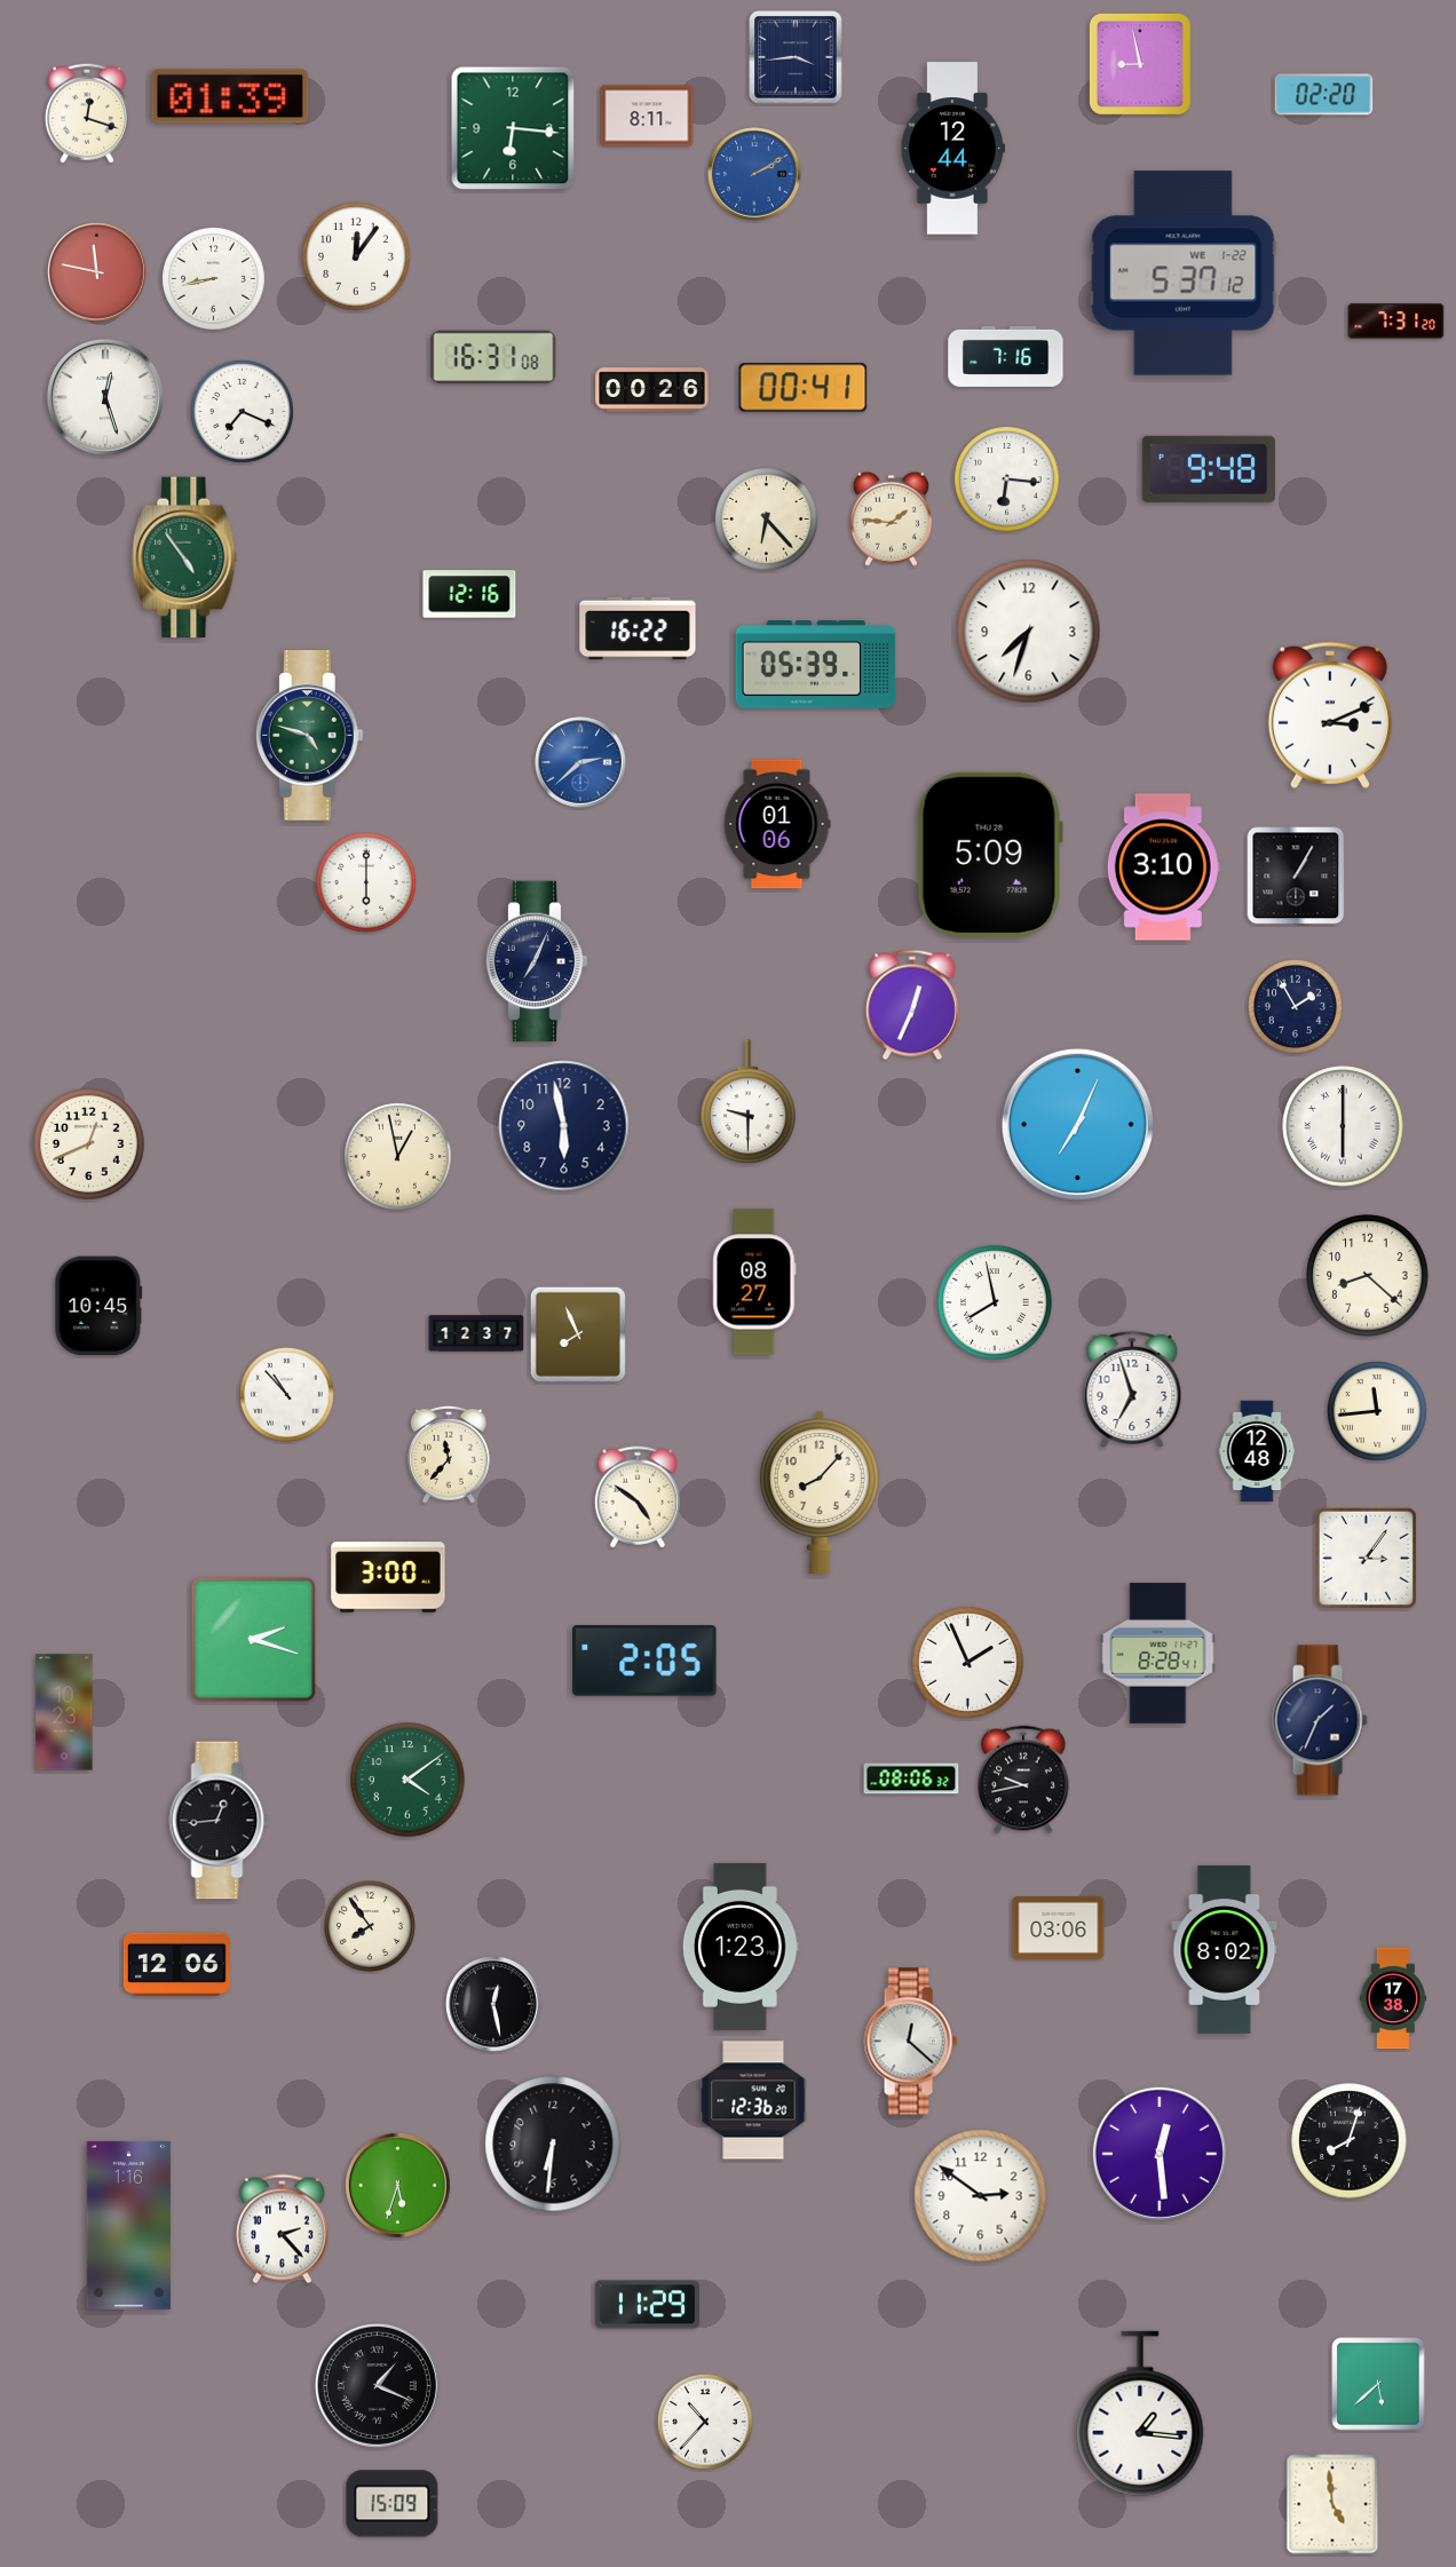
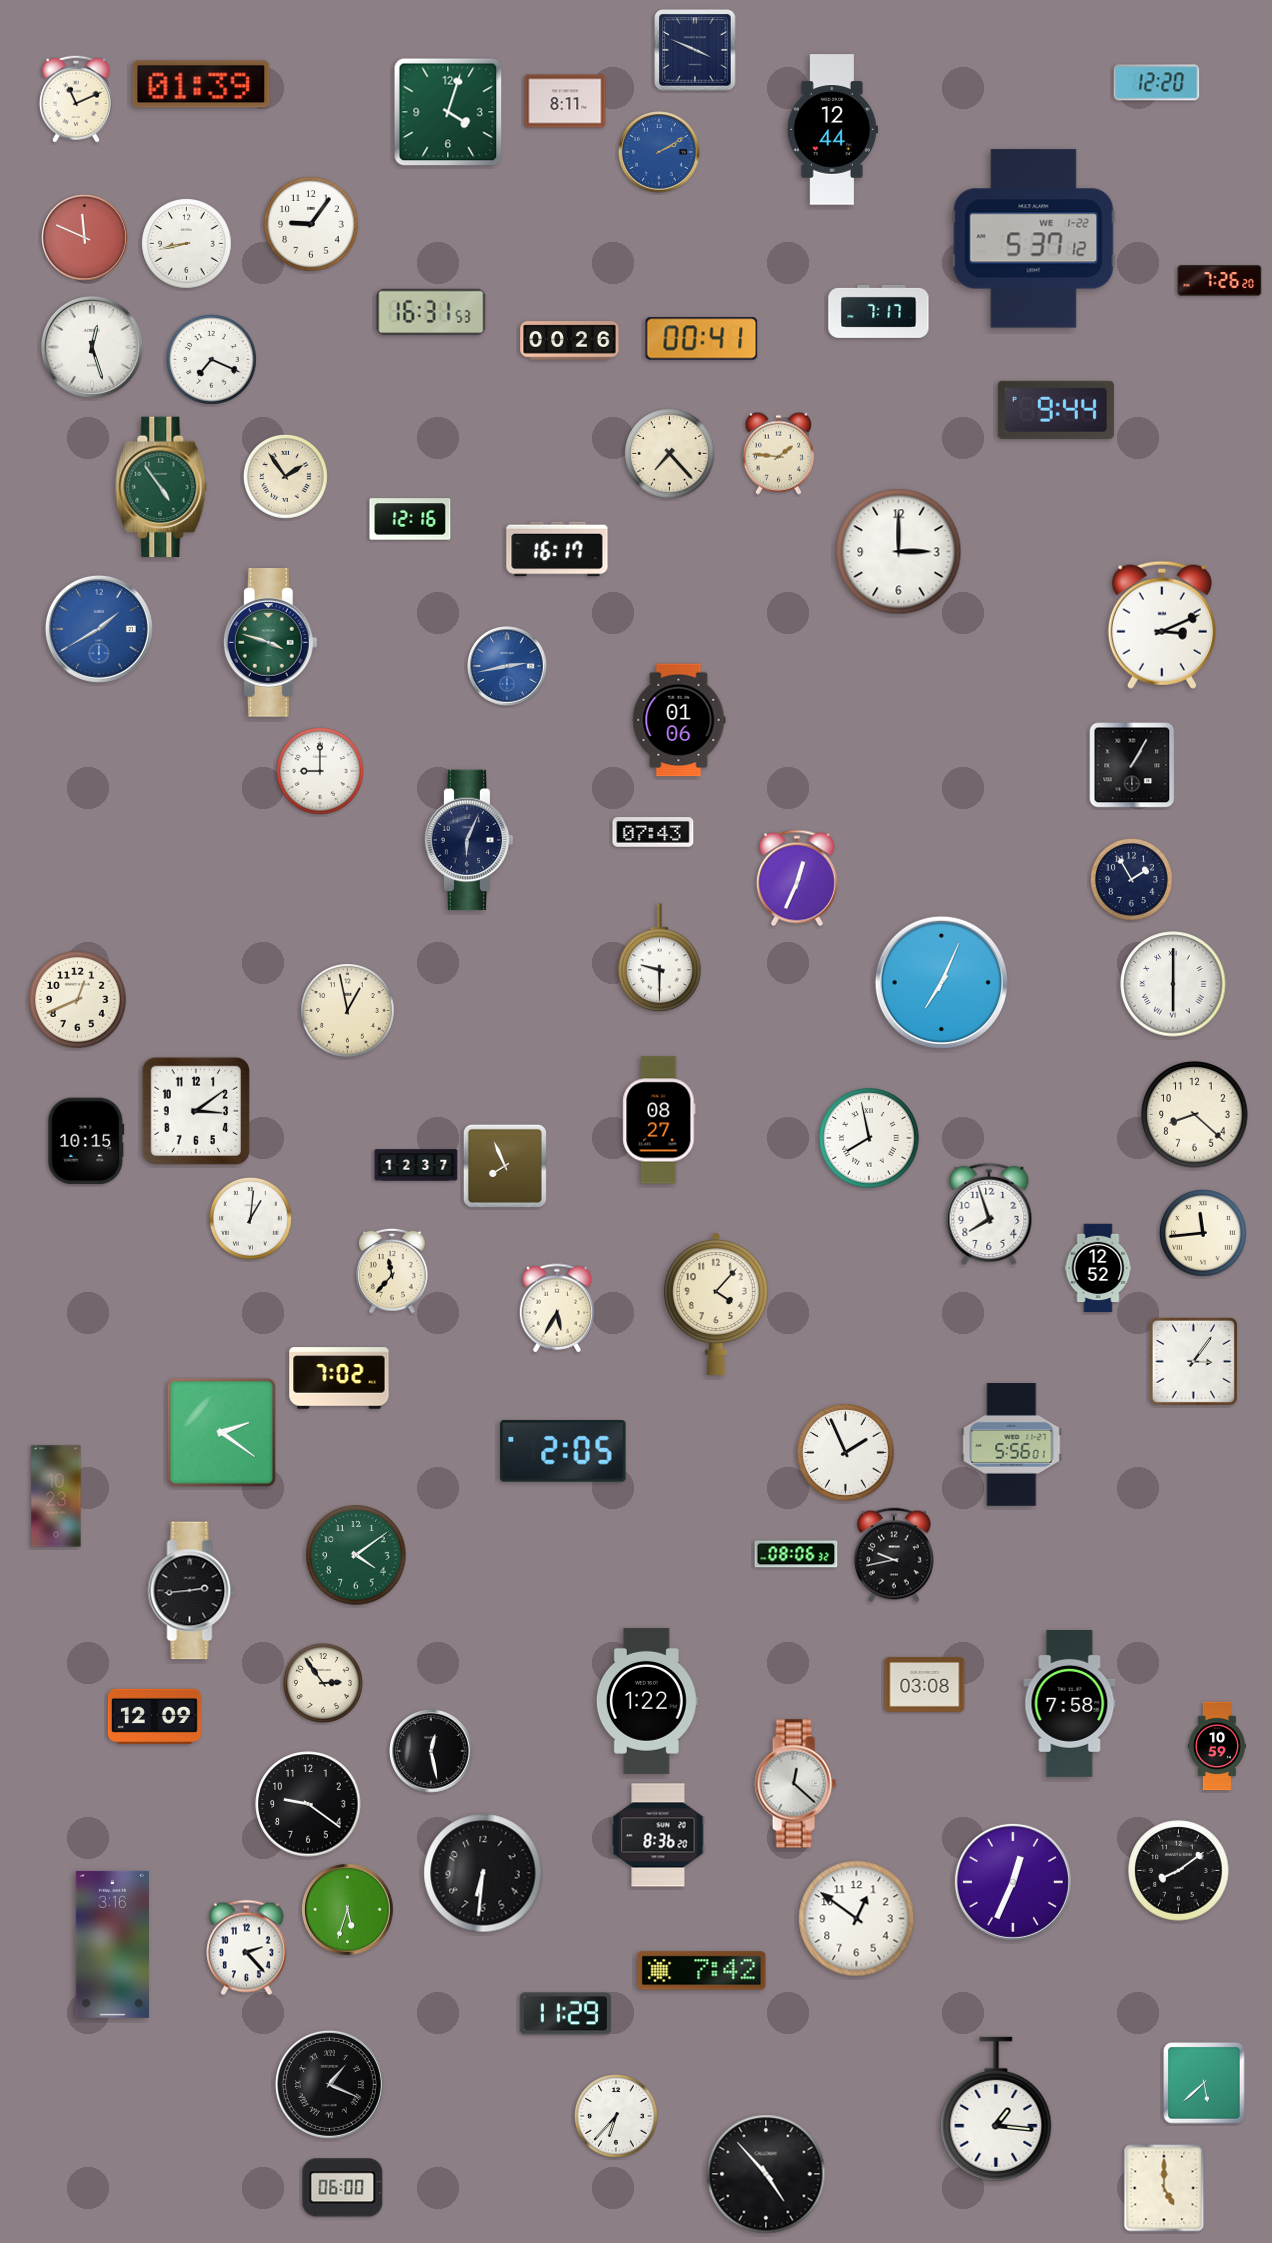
clock at (796, 57): 3:44 -> 3:49
clock at (1140, 64): 8:58 -> none
clock at (1324, 95): 02:20 -> 12:20
clock at (87, 113): 12:18 -> 11:11
clock at (513, 128): 6:16 -> 4:03
clock at (356, 256): 12:06 -> 9:06
clock at (97, 272): 11:47 -> 11:49
clock at (1396, 322): 7:31 -> 7:26
clock at (1006, 356): 7:16 -> 7:17
clock at (493, 357): 16:31:08 -> 16:31:53
clock at (1209, 469): 9:48 -> 9:44
clock at (1007, 480): 6:16 -> none
clock at (767, 520): 6:23 -> 7:23
clock at (285, 476): none -> 1:54
clock at (638, 628): 16:22 -> 16:17
clock at (1029, 632): 7:33 -> 3:00
clock at (816, 665): 05:39 -> none
clock at (99, 629): none -> 1:40
clock at (309, 736): 4:48 -> 3:48
clock at (580, 762): 2:38 -> 2:43
clock at (990, 855): 5:09 -> none
clock at (1163, 867): 3:10 -> none
clock at (367, 884): 6:00 -> 9:00
clock at (653, 832): none -> 07:43
clock at (537, 961): 7:04 -> 6:04
clock at (749, 1102) position: (749, 1102) -> (660, 958)
clock at (564, 1126): 5:58 -> none
clock at (195, 1110): none -> 3:09
clock at (98, 1306): 10:45 -> 10:15
clock at (1132, 1389): 6:57 -> 7:57
clock at (286, 1394): 10:53 -> 1:01
clock at (1257, 1451): 12:48 -> 12:52
clock at (820, 1492): 8:07 -> 4:07
clock at (638, 1497): 4:51 -> 5:35
clock at (388, 1577): 3:00 -> 7:02
clock at (253, 1639): 2:18 -> 2:21
clock at (1158, 1654): 8:28 -> 5:56
clock at (1320, 1720): 1:34 -> none
clock at (220, 1821): 12:44 -> 2:44
clock at (370, 1926): 7:54 -> 2:54
clock at (1059, 1927): 03:06 -> 03:08
clock at (741, 1947): 1:23 -> 1:22
clock at (1225, 1949): 8:02 -> 7:58
clock at (176, 1964): 12:06 -> 12:09
clock at (1393, 1998): 17:38 -> 10:59
clock at (308, 1804): none -> 9:21
clock at (753, 2100): 12:36 -> 8:36
clock at (1350, 2141): 8:03 -> 8:09
clock at (1160, 2154): 12:29 -> 12:34
clock at (981, 2196): 2:51 -> 12:51
clock at (128, 2225): 1:16 -> 3:16
clock at (702, 1971): none -> 7:42
clock at (705, 2422): 10:37 -> 6:37
clock at (766, 2174): none -> 4:53
clock at (393, 2504): 15:09 -> 06:00
clock at (1332, 2504): 4:59 -> 5:00
